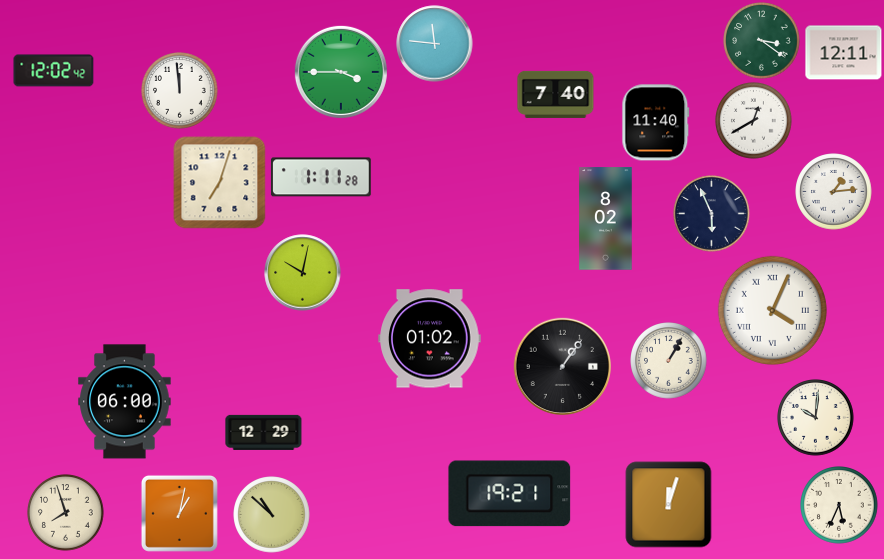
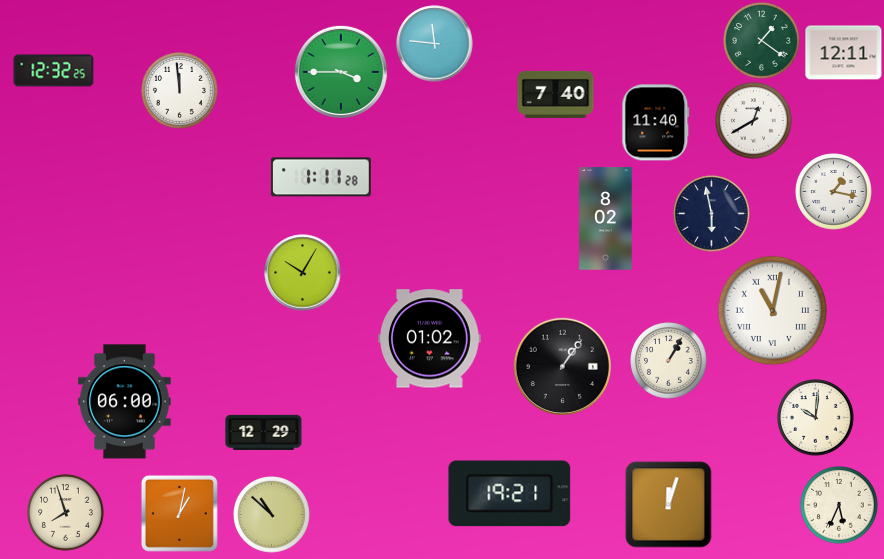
clock at (762, 41): 3:21 -> 1:21
clock at (54, 71): 12:02 -> 12:32
clock at (220, 183): 7:03 -> none
clock at (834, 192): 1:14 -> 1:17
clock at (712, 214): 5:56 -> 5:58
clock at (303, 273): 10:02 -> 10:05
clock at (772, 310): 4:04 -> 11:02
